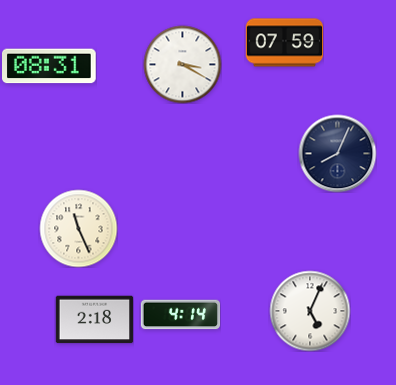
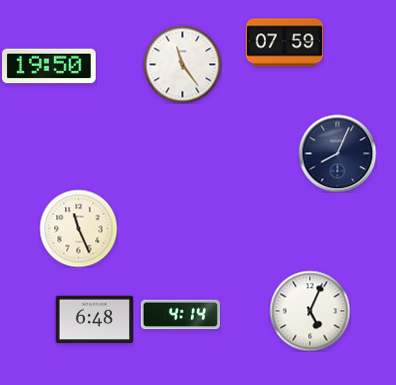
clock at (182, 64): 3:20 -> 11:24
clock at (50, 66): 08:31 -> 19:50
clock at (94, 320): 2:18 -> 6:48
